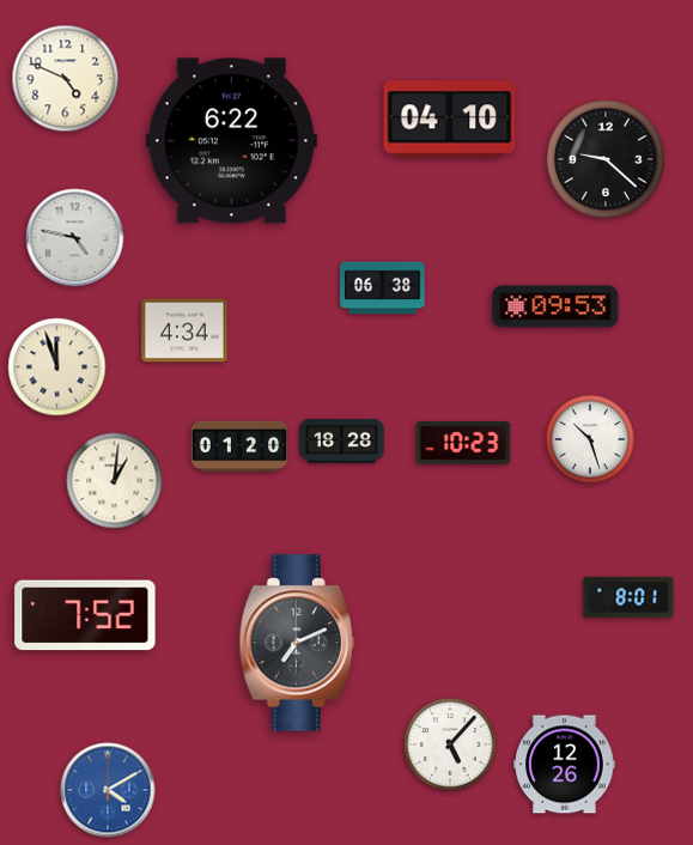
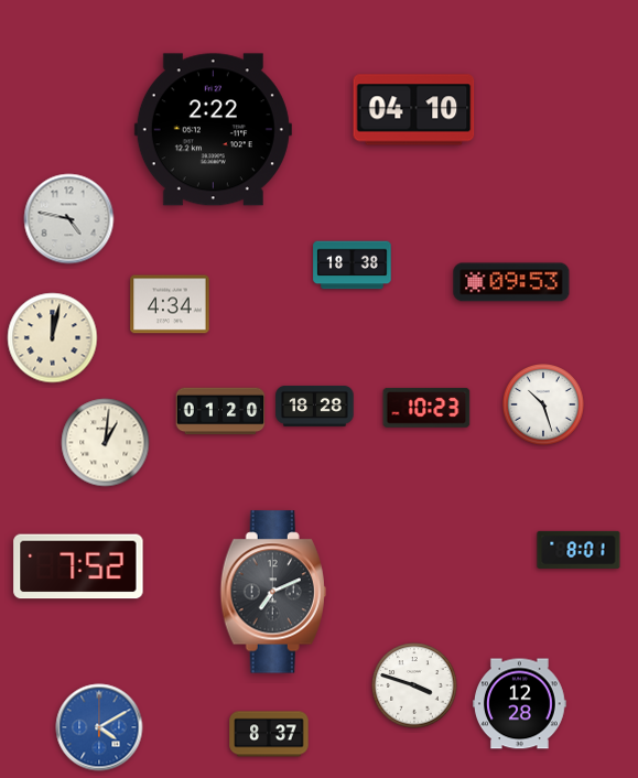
clock at (66, 79): 4:49 -> none
clock at (231, 141): 6:22 -> 2:22
clock at (606, 159): 9:22 -> none
clock at (383, 288): 06:38 -> 18:38
clock at (57, 367): 11:57 -> 12:02
clock at (450, 744): 5:07 -> 3:48
clock at (565, 765): 12:26 -> 12:28
clock at (269, 734): none -> 8:37
